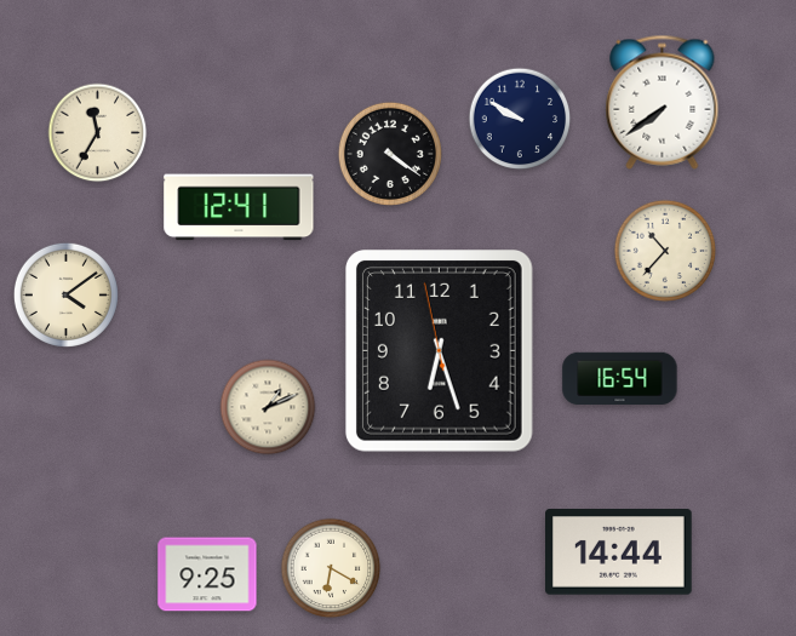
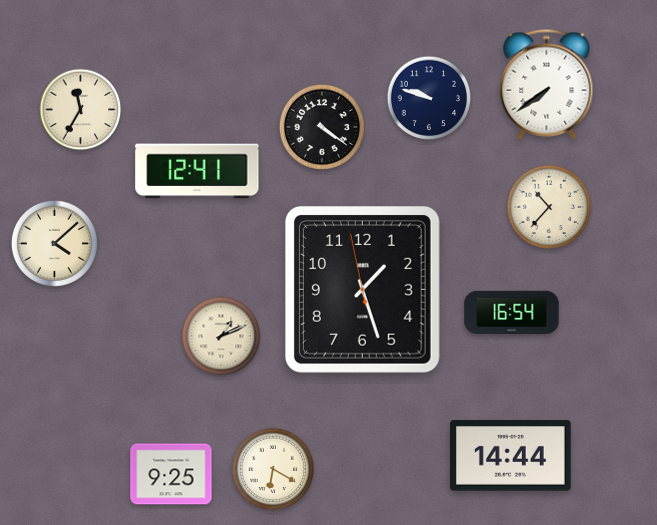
clock at (520, 119): 9:50 -> 9:48
clock at (65, 294): 4:09 -> 4:08
clock at (439, 351): 6:26 -> 1:26
